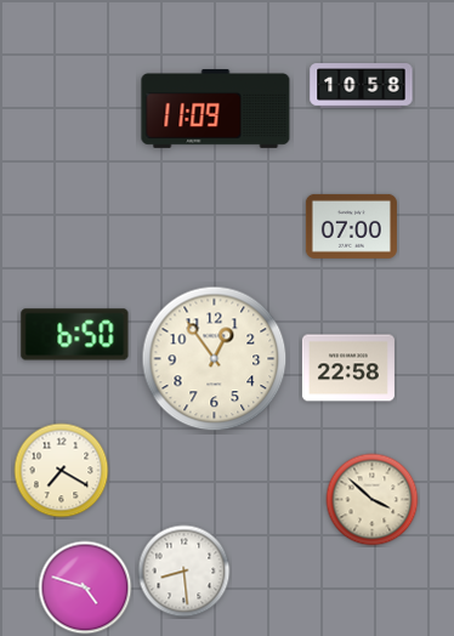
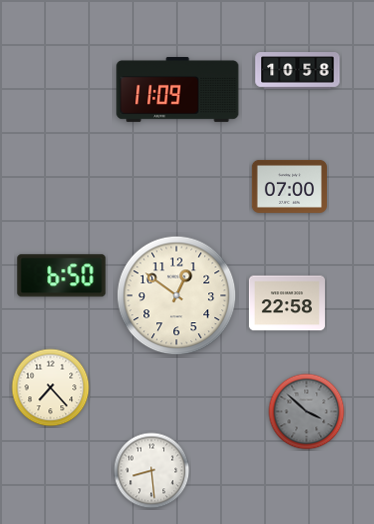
clock at (215, 359): 12:54 -> 12:51
clock at (62, 471): 7:20 -> 7:23
clock at (373, 500) dial: cream -> grey
clock at (85, 587): 4:48 -> none
